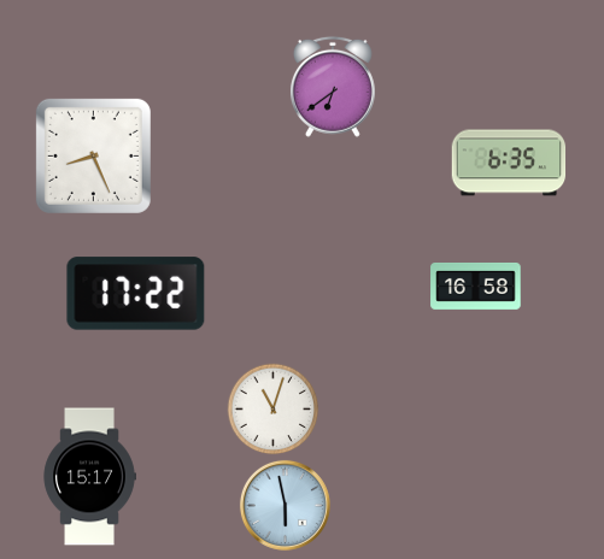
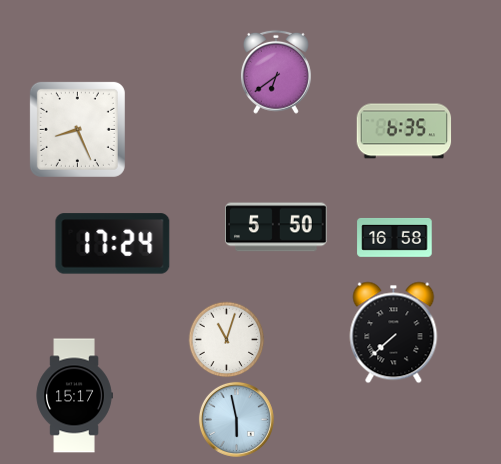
clock at (509, 163) position: (509, 163) -> (404, 131)
clock at (277, 227): none -> 5:50
clock at (136, 294): 17:22 -> 17:24
clock at (394, 333): none -> 7:38
